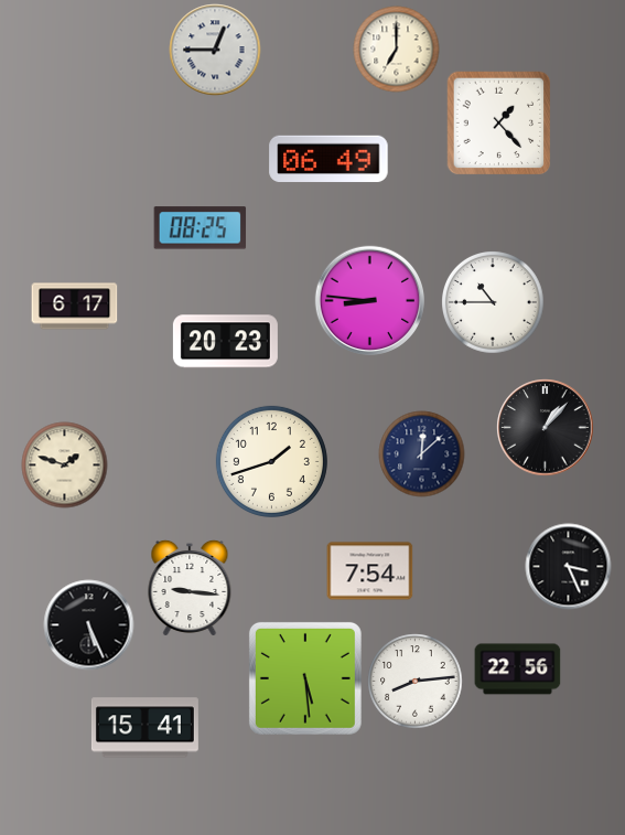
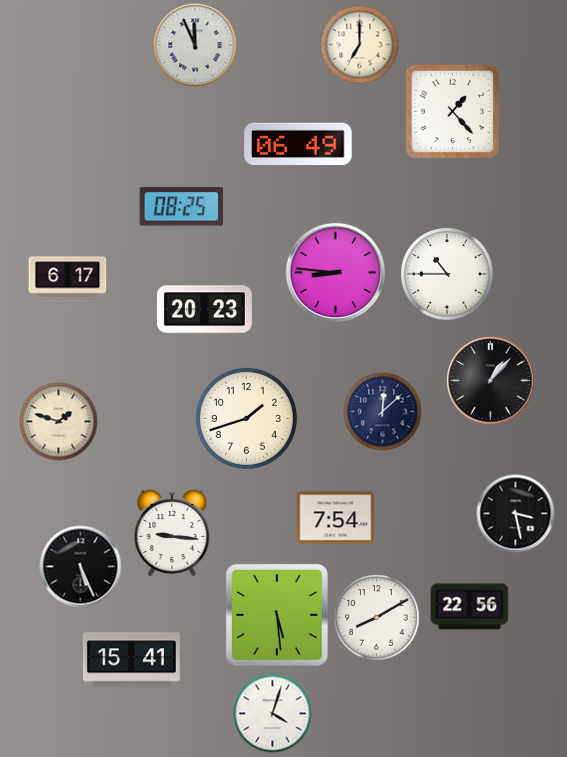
clock at (215, 50): 12:45 -> 11:56
clock at (545, 427) position: (545, 427) -> (490, 380)
clock at (568, 566): 3:26 -> 3:28
clock at (414, 681): 8:14 -> 8:10
clock at (272, 713): none -> 4:03
